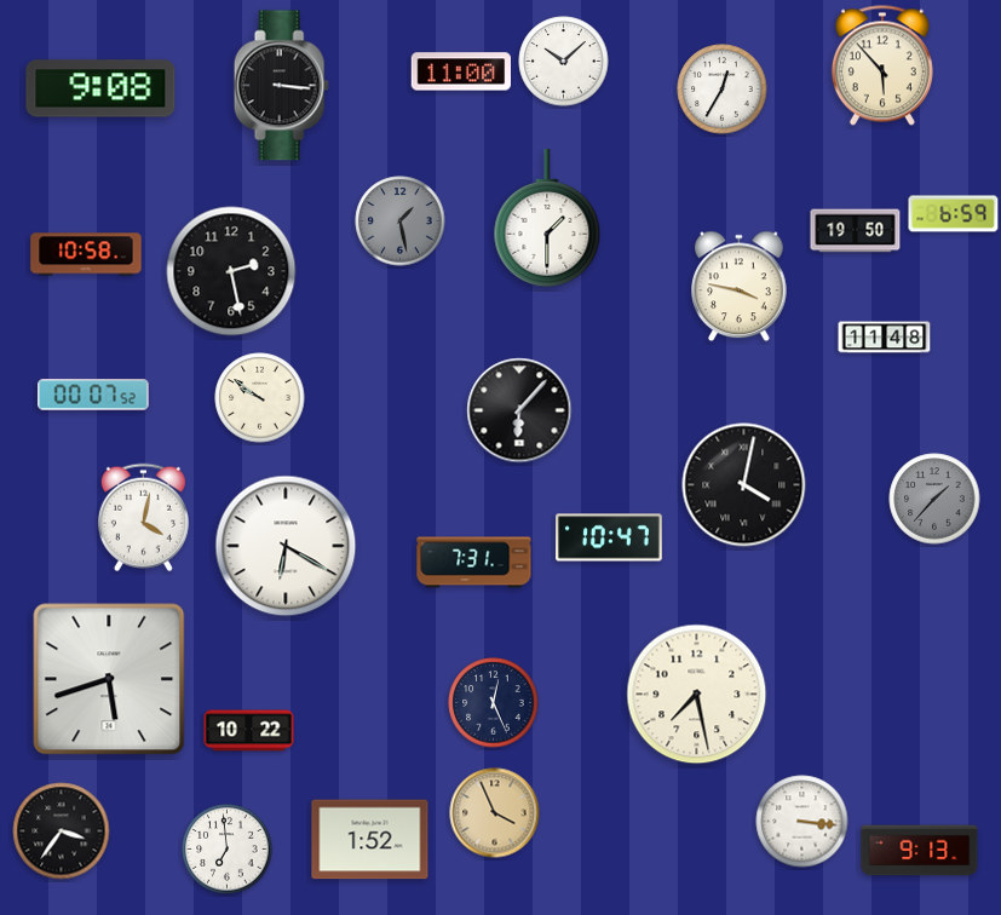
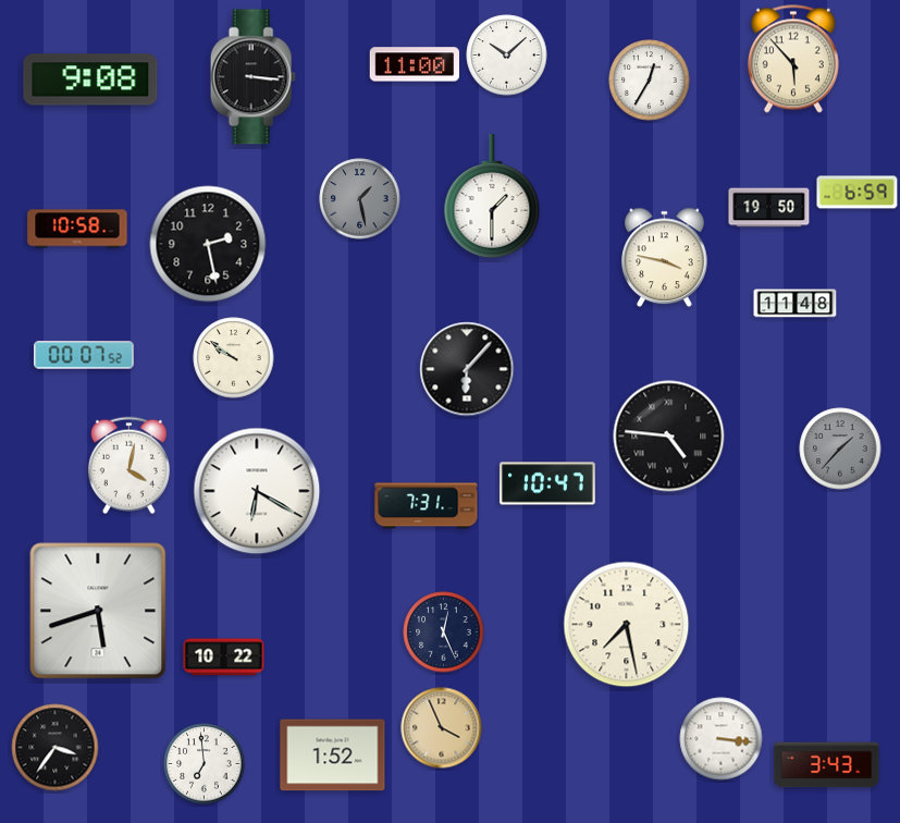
clock at (744, 485): 4:02 -> 4:46
clock at (495, 813) position: (495, 813) -> (442, 728)
clock at (920, 851): 9:13 -> 3:43
